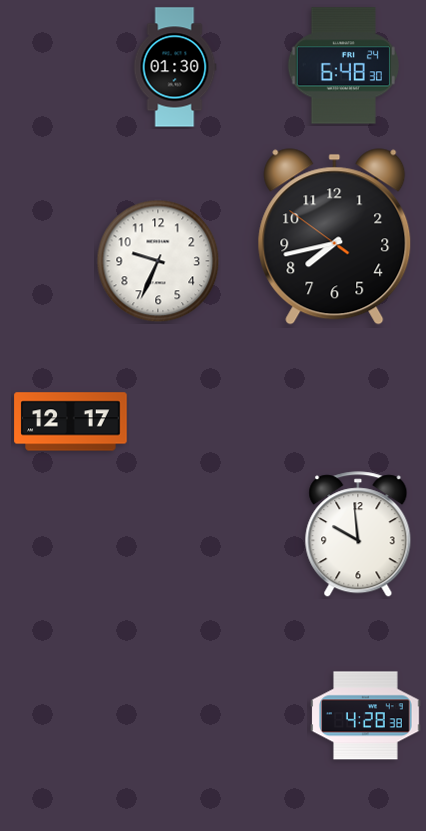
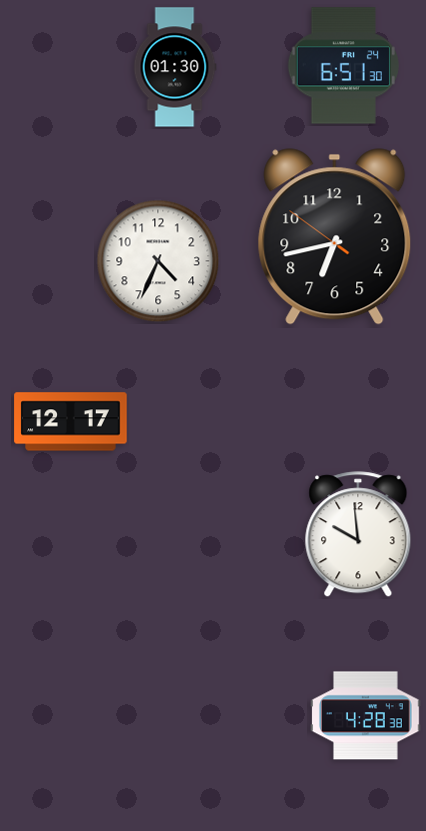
clock at (343, 66): 6:48 -> 6:51
clock at (335, 237): 7:42 -> 6:42
clock at (158, 261): 9:34 -> 4:34
